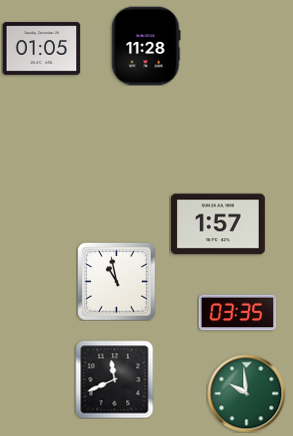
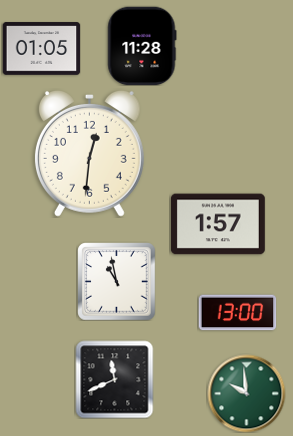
clock at (146, 46) position: (146, 46) -> (142, 46)
clock at (89, 153): none -> 12:31
clock at (237, 313): 03:35 -> 13:00
